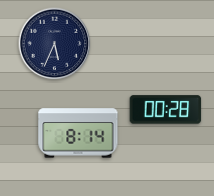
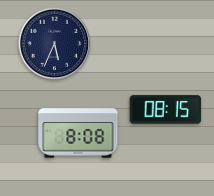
clock at (166, 110): 00:28 -> 08:15
clock at (78, 133): 8:14 -> 8:08
